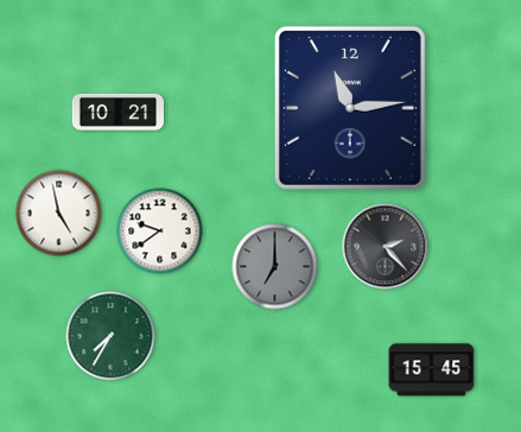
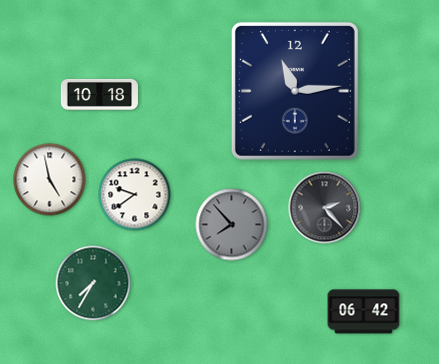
clock at (117, 112): 10:21 -> 10:18
clock at (275, 267): 7:00 -> 7:53
clock at (432, 370): 15:45 -> 06:42
